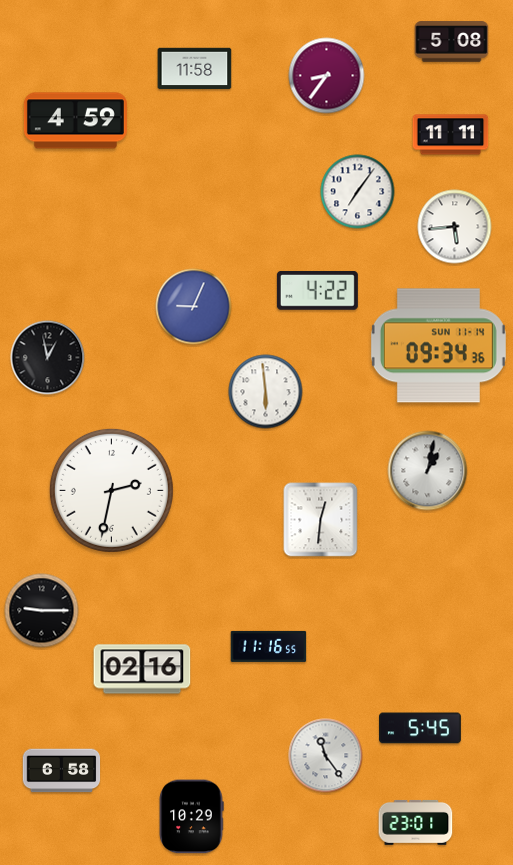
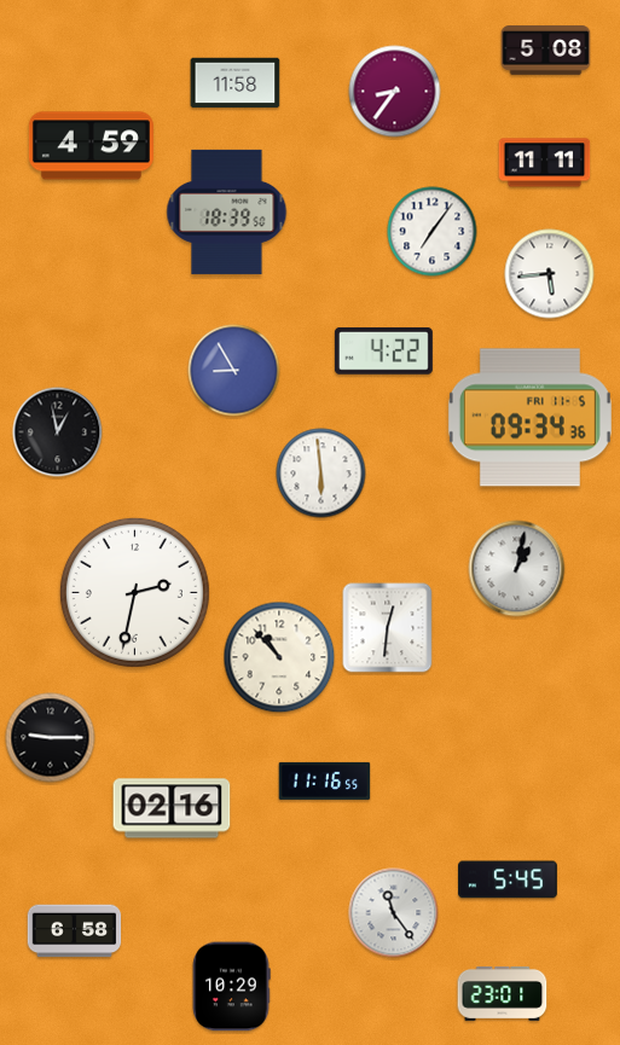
clock at (227, 211): none -> 18:39
clock at (194, 307): 9:04 -> 8:55
clock at (438, 346) date: SUN 11-14 -> FRI 11-5
clock at (279, 657): none -> 10:53
